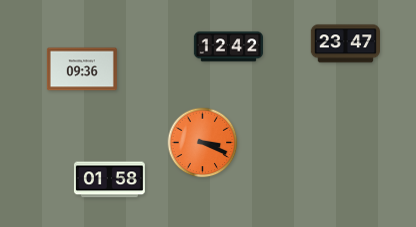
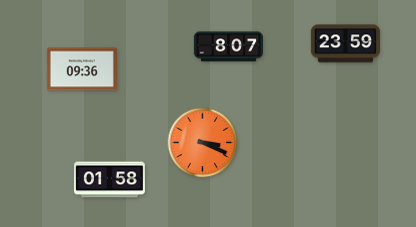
clock at (345, 44): 23:47 -> 23:59
clock at (229, 47): 12:42 -> 8:07
